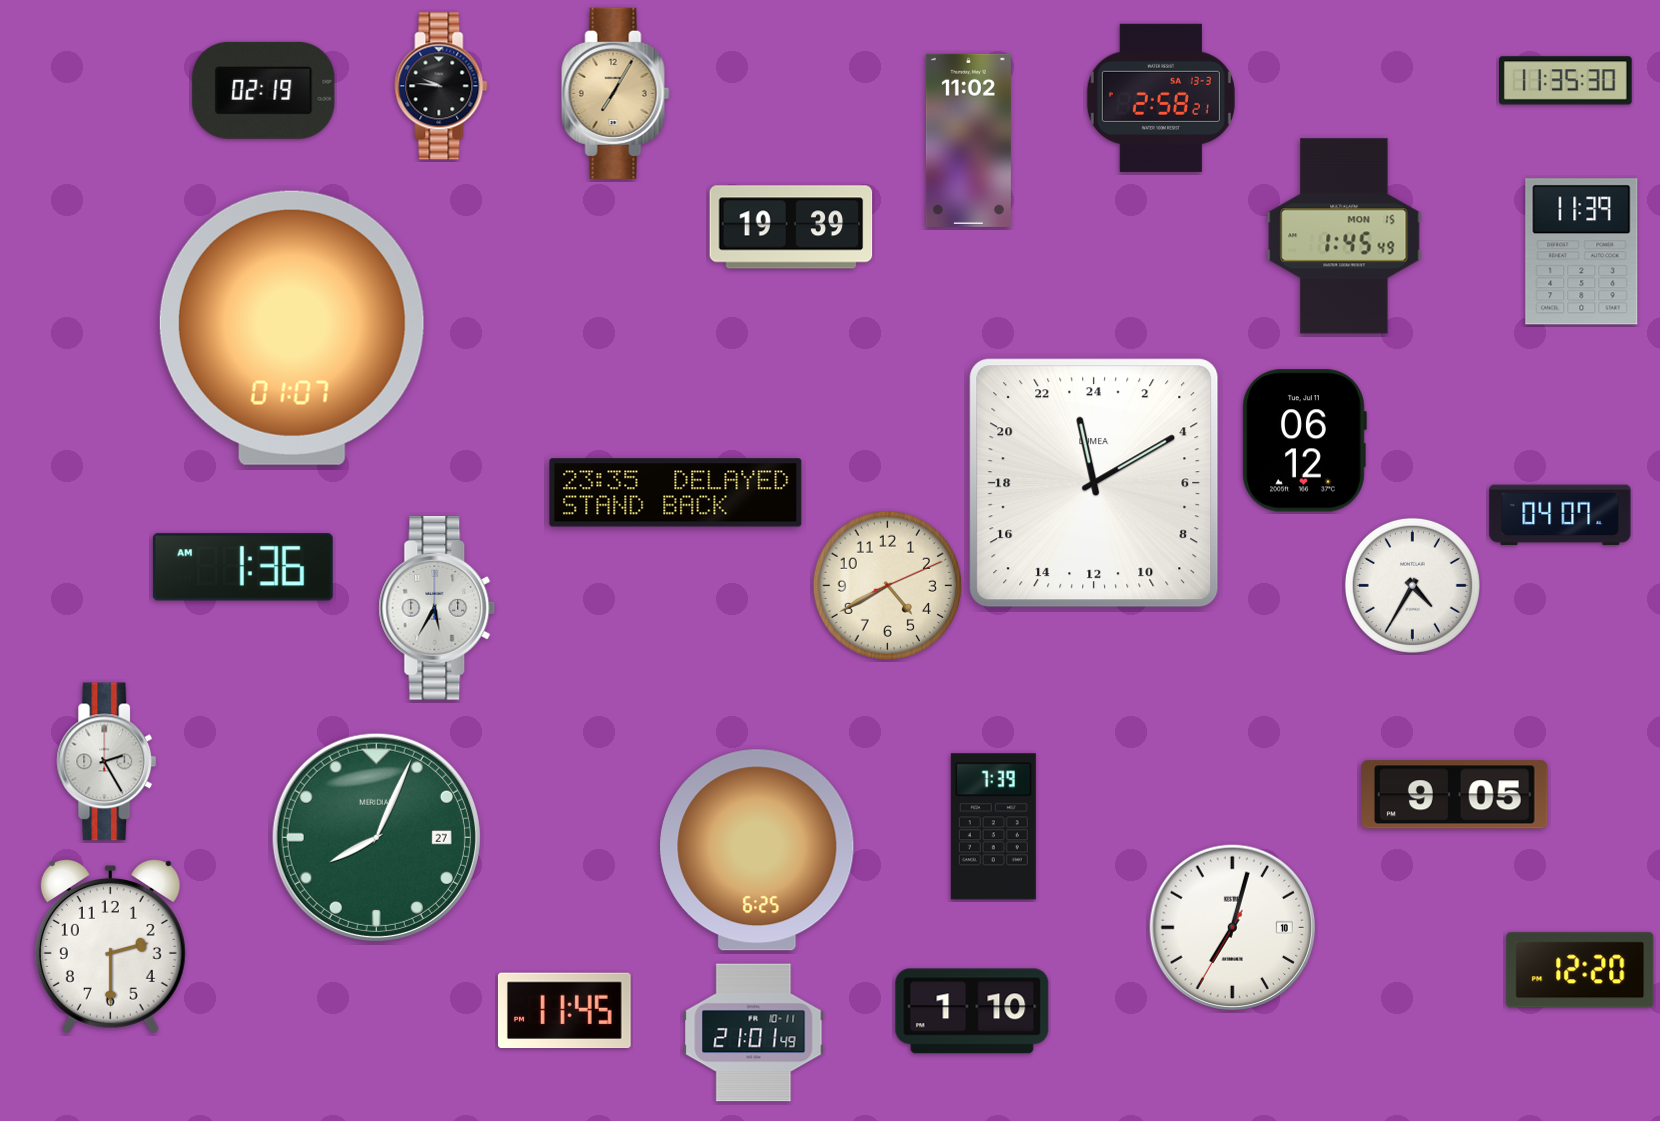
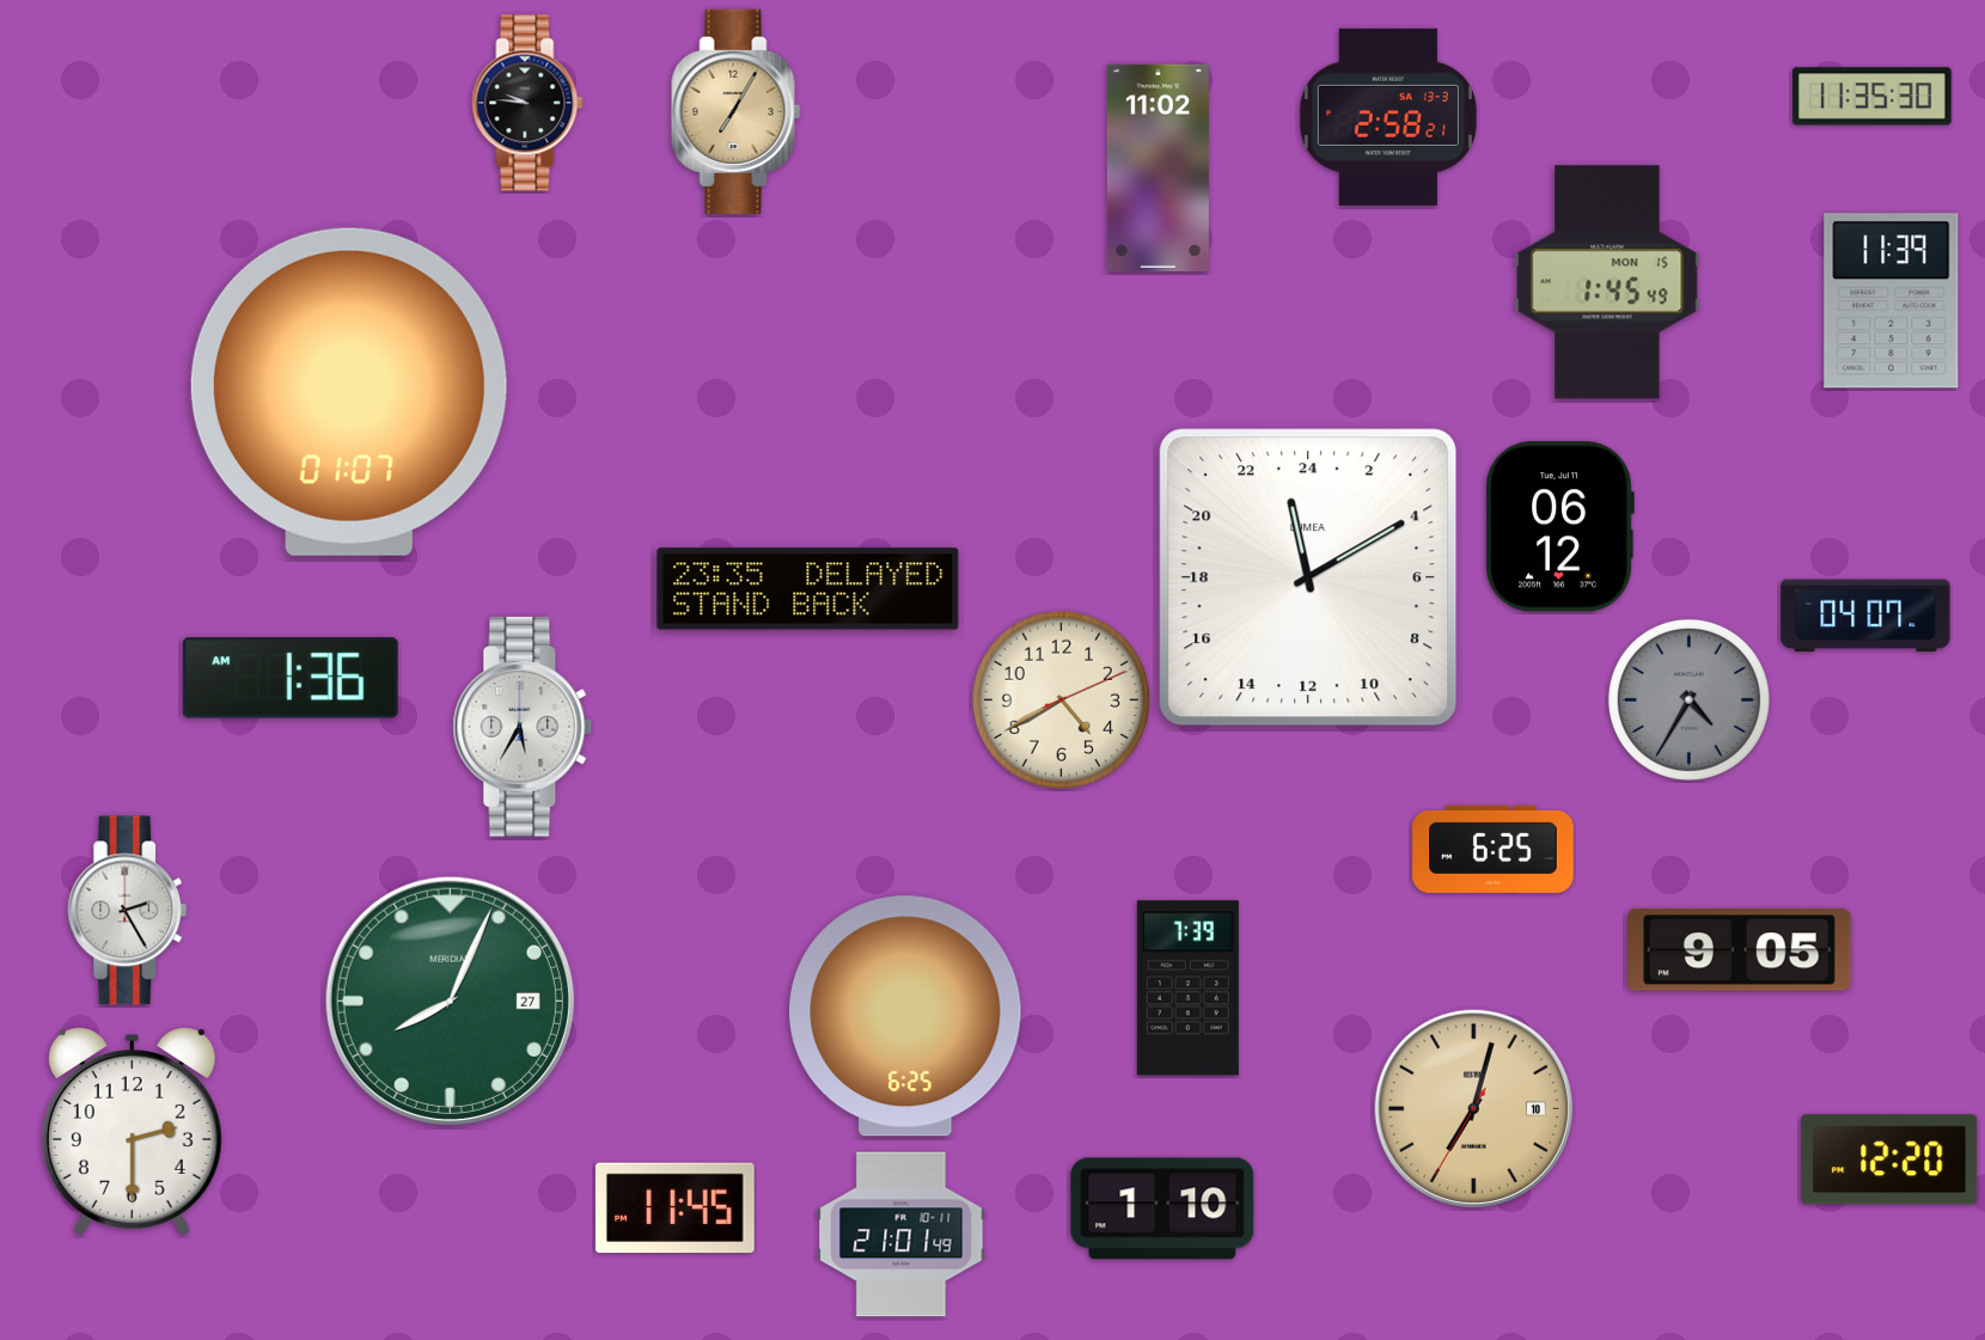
clock at (264, 90): 02:19 -> none
clock at (791, 227): 19:39 -> none
clock at (1412, 585) dial: white -> grey
clock at (1494, 849): none -> 6:25
clock at (1232, 927) dial: white -> champagne
